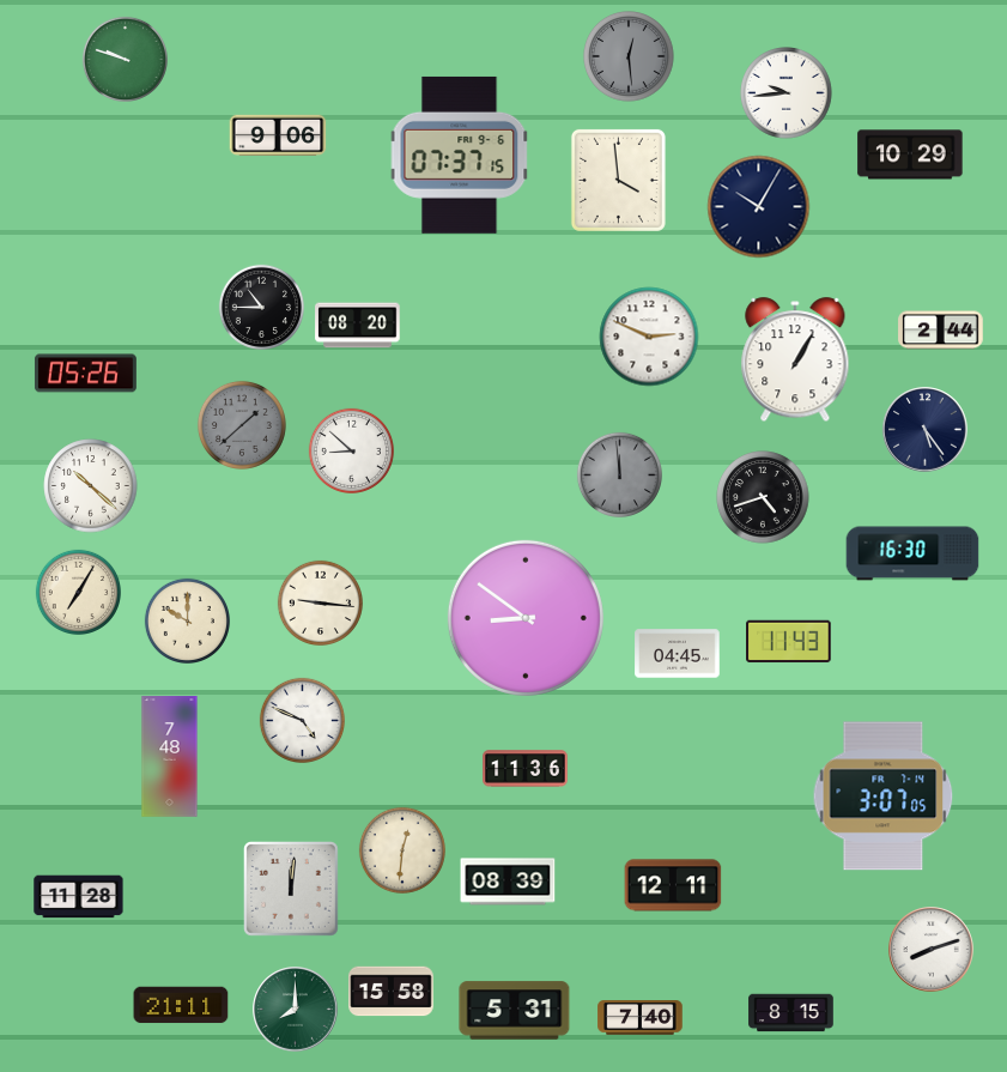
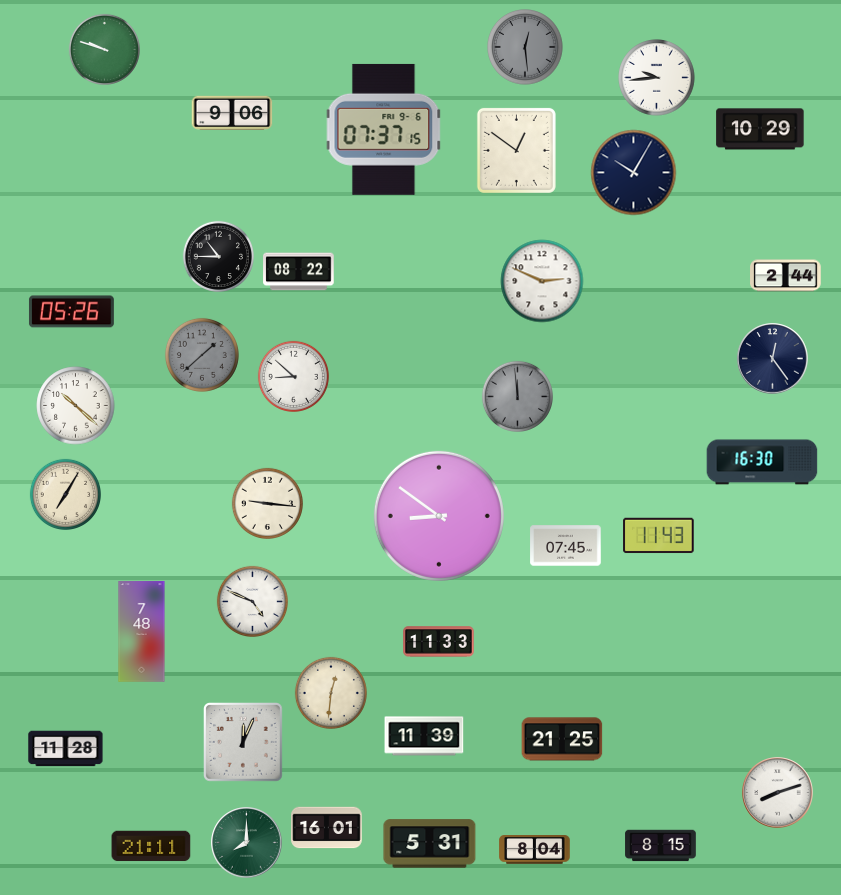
clock at (618, 180): 3:59 -> 12:51
clock at (358, 326): 08:20 -> 08:22
clock at (795, 361): 1:05 -> none
clock at (926, 430): 5:24 -> 12:24
clock at (763, 497): 4:42 -> none
clock at (187, 620): 10:00 -> none
clock at (678, 654): 04:45 -> 07:45
clock at (526, 769): 11:36 -> 11:33
clock at (884, 797): 3:07 -> none
clock at (402, 850) position: (402, 850) -> (331, 693)
clock at (508, 882): 08:39 -> 11:39
clock at (673, 885): 12:11 -> 21:25
clock at (292, 890): 12:01 -> 12:04
clock at (392, 992): 15:58 -> 16:01
clock at (181, 1005) position: (181, 1005) -> (151, 846)
clock at (641, 1018): 7:40 -> 8:04
